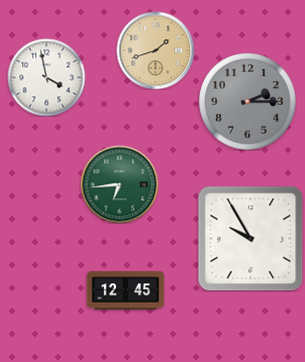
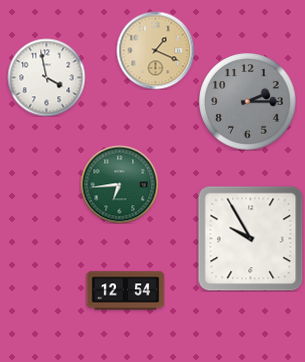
clock at (155, 50): 1:42 -> 1:19
clock at (125, 291): 12:45 -> 12:54
